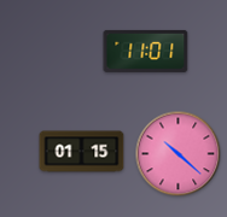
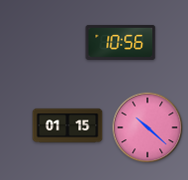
clock at (146, 51): 11:01 -> 10:56
